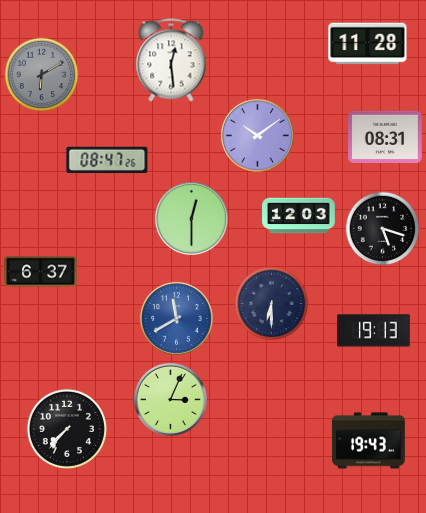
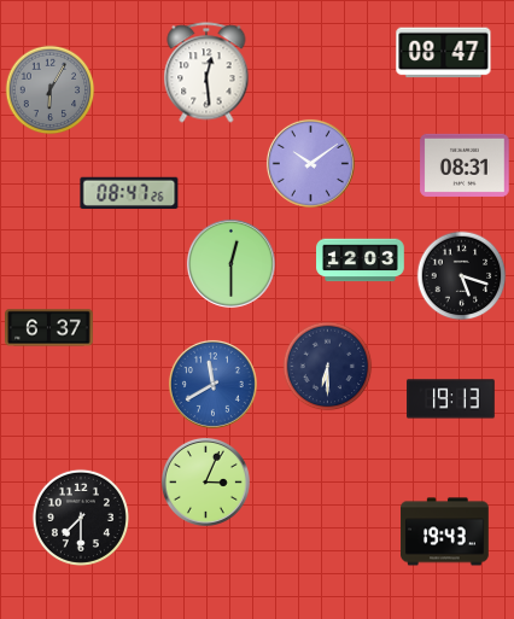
clock at (368, 44): 11:28 -> 08:47
clock at (42, 75): 6:10 -> 6:05
clock at (67, 429): 7:37 -> 7:30
